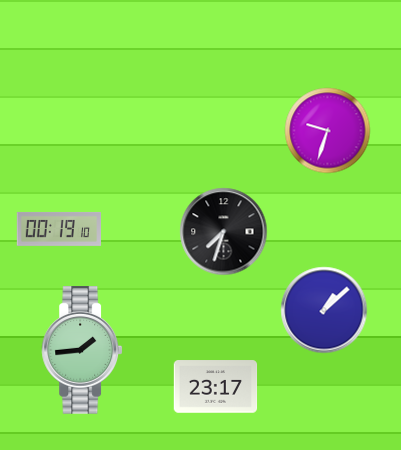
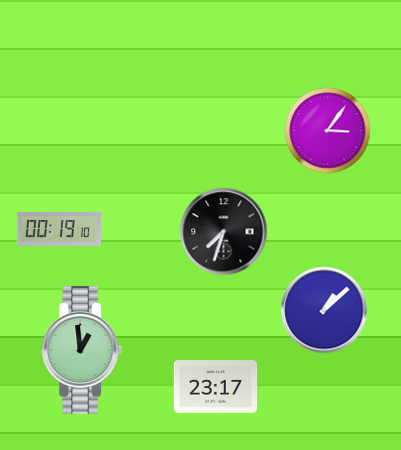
clock at (328, 131): 9:33 -> 3:06
clock at (82, 350): 1:44 -> 12:59
